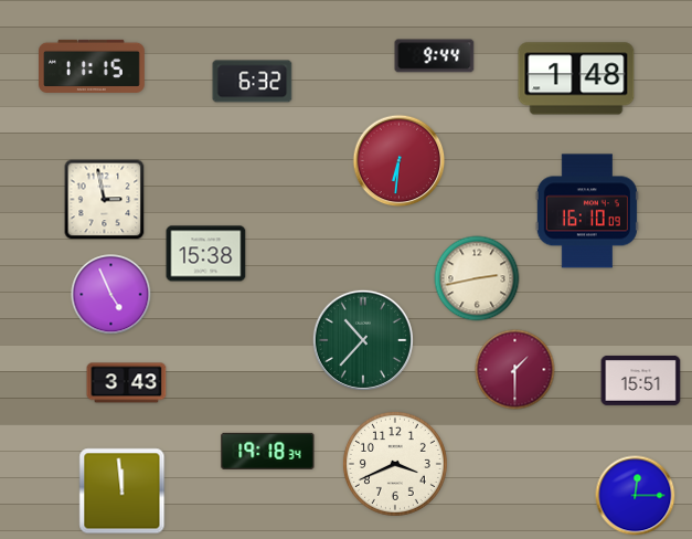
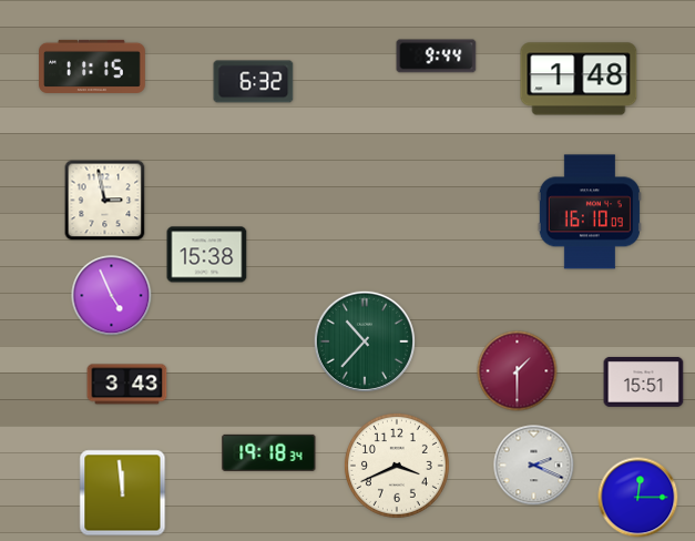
clock at (400, 161): 6:31 -> none
clock at (477, 278): 2:43 -> none
clock at (534, 466): none -> 2:19
